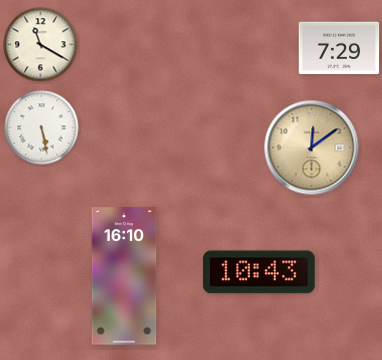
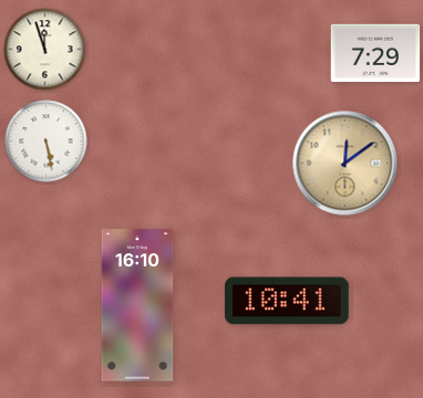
clock at (41, 45): 11:20 -> 11:57
clock at (259, 272): 10:43 -> 10:41
